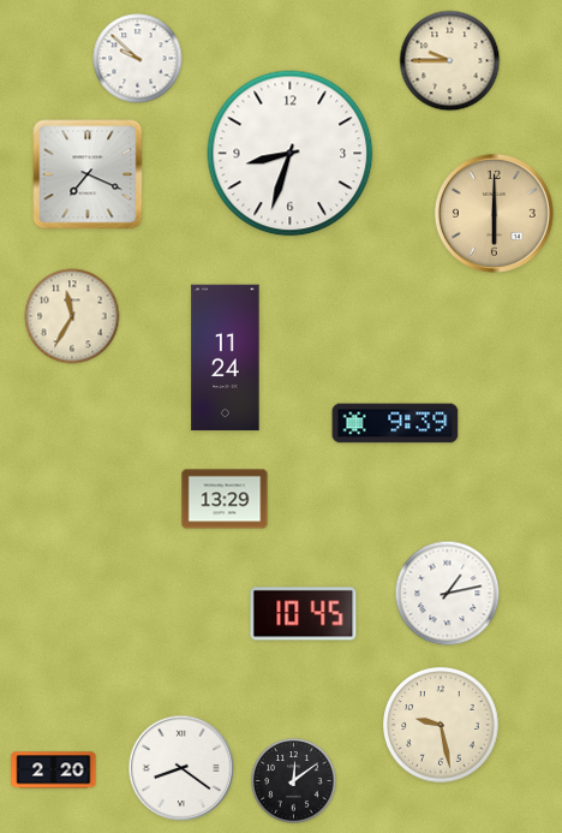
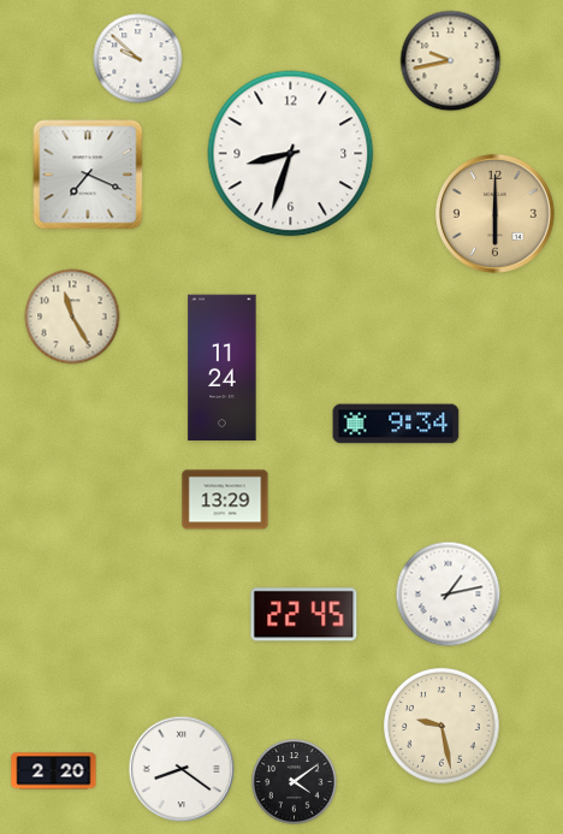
clock at (450, 61): 9:45 -> 9:43
clock at (72, 316): 11:35 -> 11:25
clock at (226, 358) position: (226, 358) -> (223, 368)
clock at (395, 423): 9:39 -> 9:34
clock at (304, 614): 10:45 -> 22:45
clock at (294, 781): 12:09 -> 4:09
